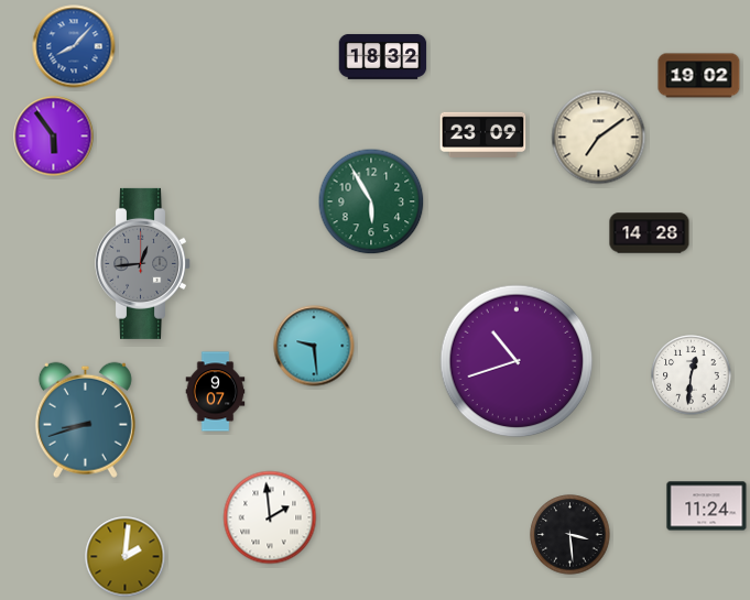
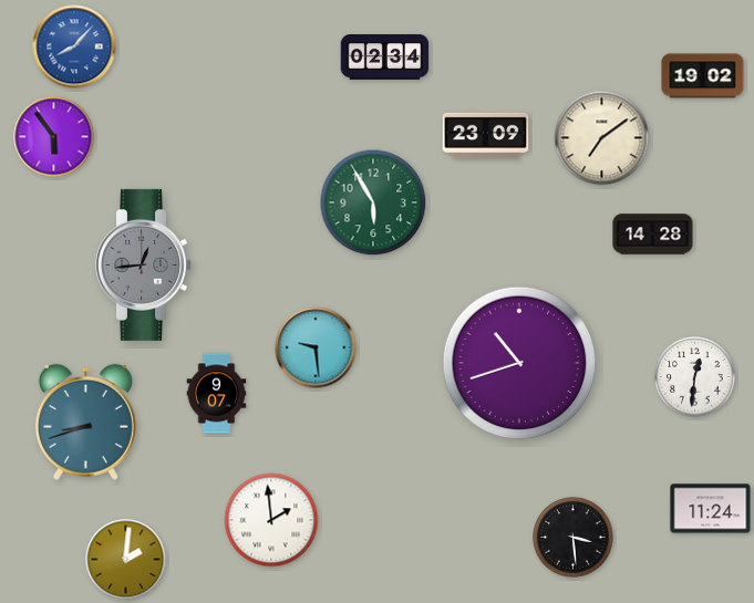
clock at (383, 56): 18:32 -> 02:34
